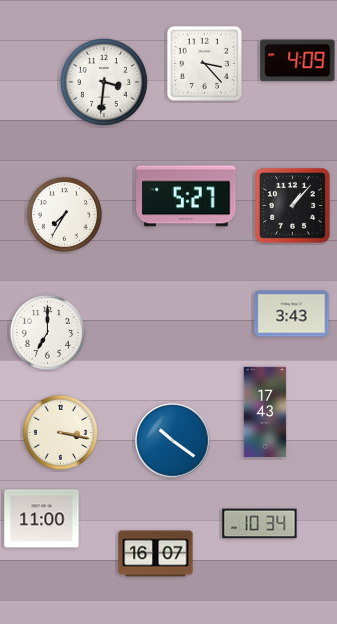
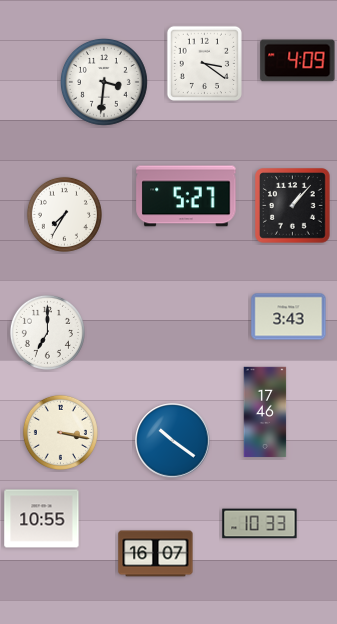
clock at (204, 63): 3:23 -> 3:21
clock at (292, 314) position: (292, 314) -> (289, 317)
clock at (265, 412): 17:43 -> 17:46
clock at (42, 519): 11:00 -> 10:55
clock at (260, 524): 10:34 -> 10:33
